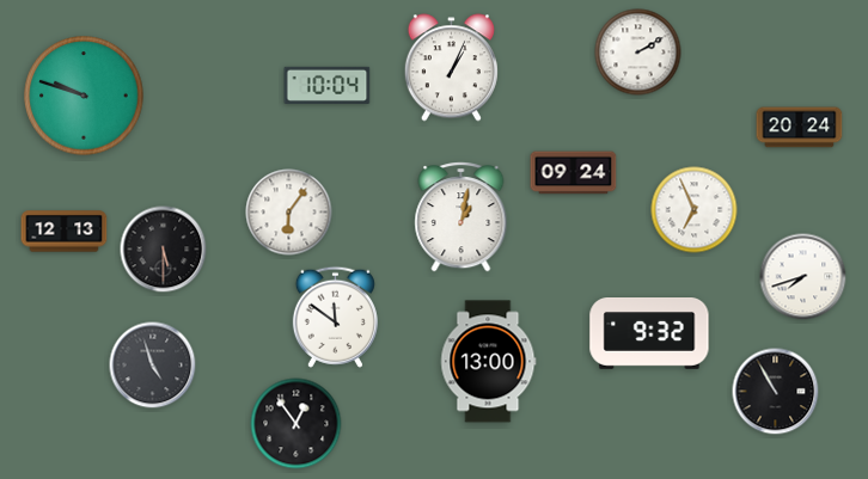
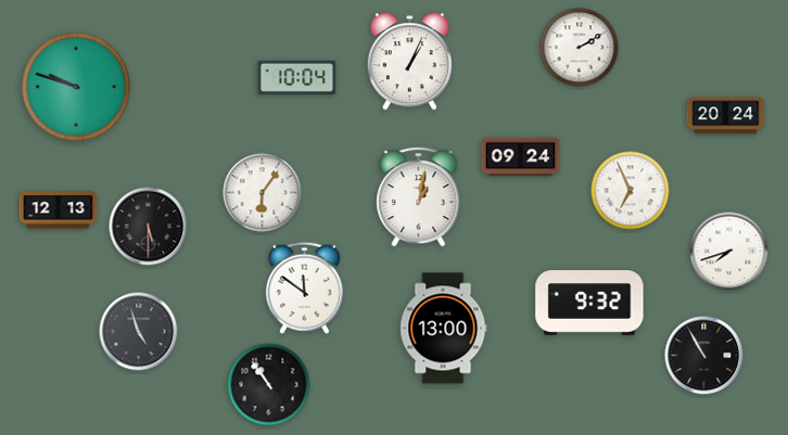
clock at (297, 424): 12:54 -> 10:54
